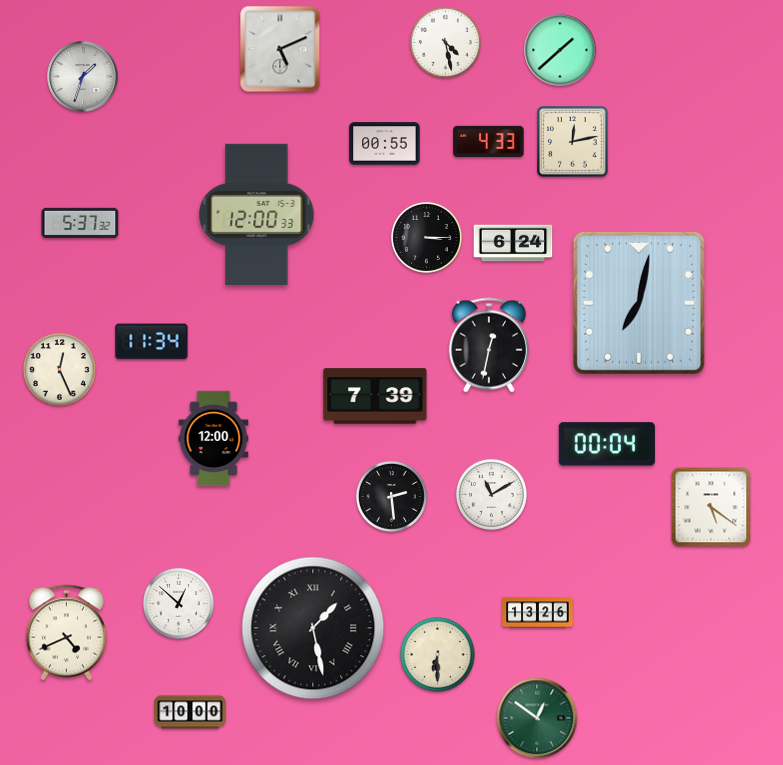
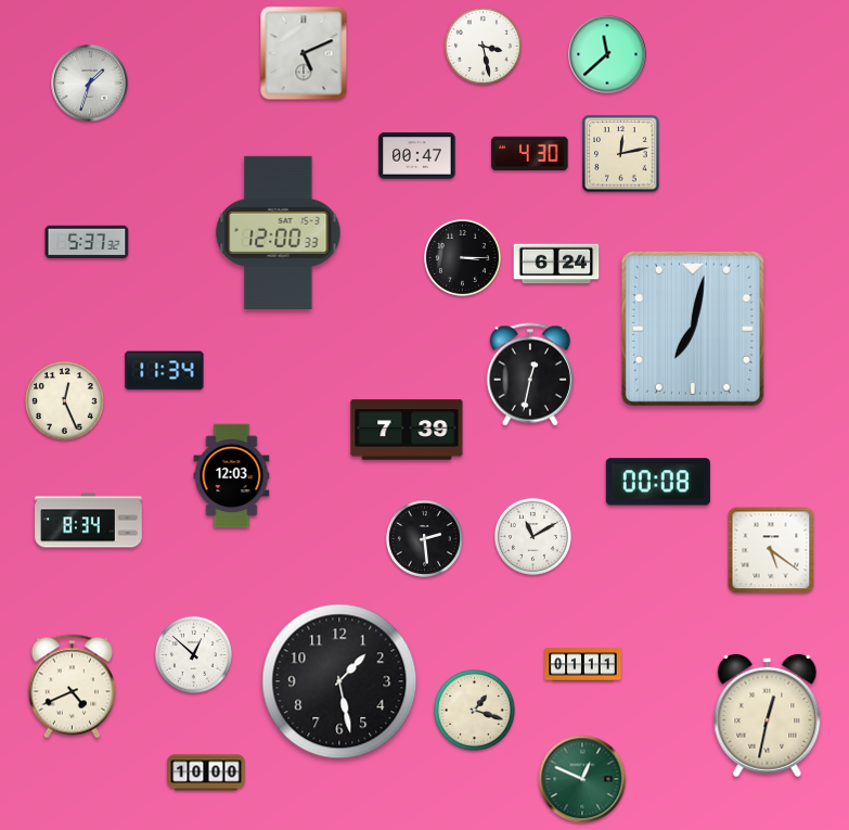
clock at (445, 42): 4:28 -> 3:28
clock at (560, 50): 1:38 -> 11:38
clock at (489, 141): 4:33 -> 4:30
clock at (385, 144): 00:55 -> 00:47
clock at (214, 439): 12:00 -> 12:03
clock at (607, 444): 00:04 -> 00:08
clock at (89, 521): none -> 8:34
clock at (538, 613): 13:26 -> 01:11
clock at (313, 628) numerals: Roman -> Arabic
clock at (438, 655): 6:30 -> 1:18
clock at (768, 715): none -> 12:32
clock at (537, 718): 12:51 -> 12:49
